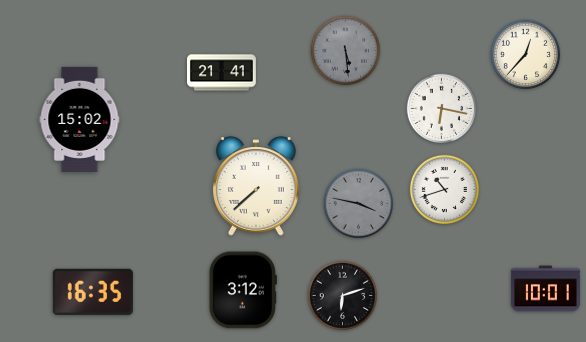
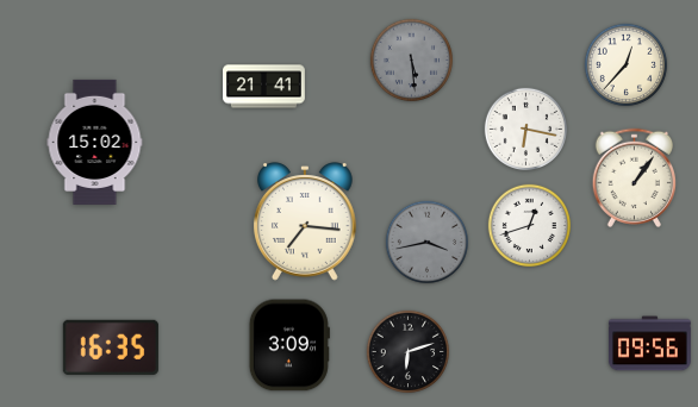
clock at (634, 177): none -> 1:06
clock at (256, 186): 7:38 -> 7:16
clock at (445, 190): 10:42 -> 12:42
clock at (359, 204): 3:47 -> 3:43
clock at (545, 289): 10:01 -> 09:56
clock at (243, 290): 3:12 -> 3:09
